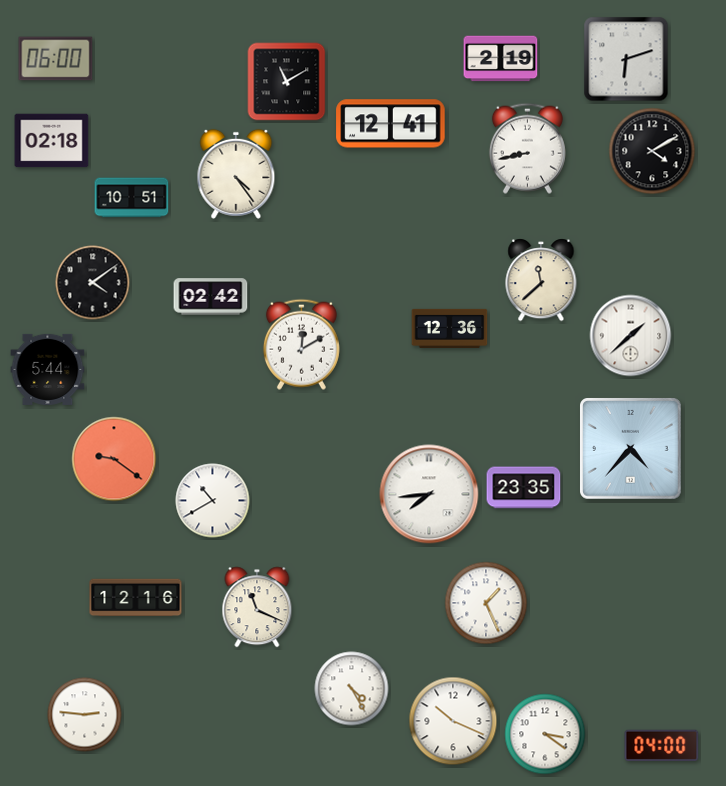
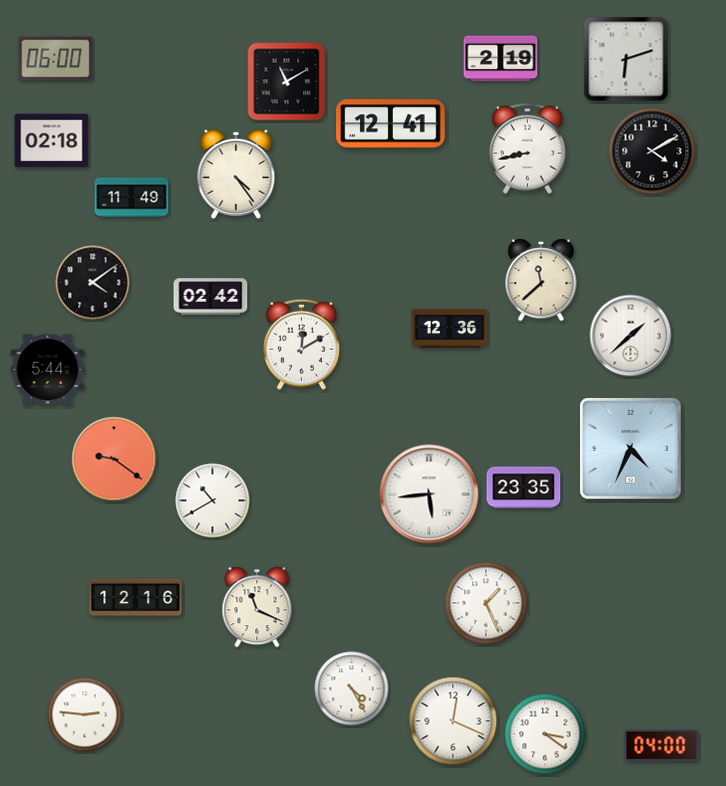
clock at (132, 198): 10:51 -> 11:49
clock at (631, 449): 4:37 -> 4:34
clock at (429, 494): 7:44 -> 5:44
clock at (453, 721): 10:19 -> 12:19
